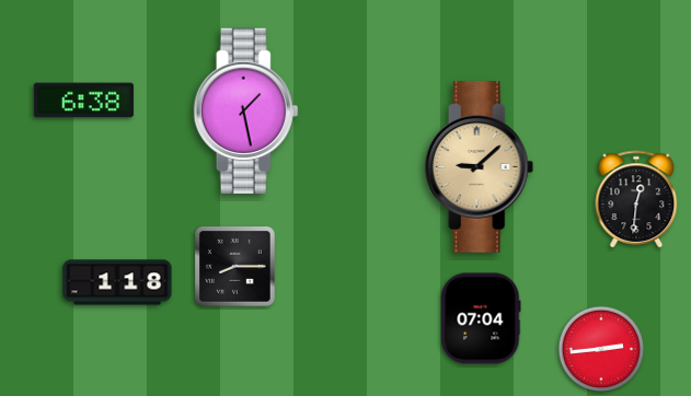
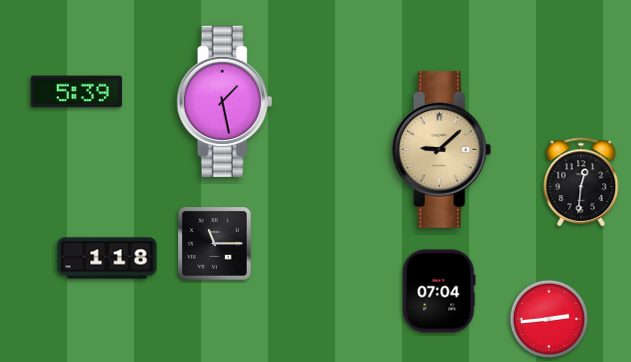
clock at (83, 101): 6:38 -> 5:39
clock at (480, 167) position: (480, 167) -> (442, 150)
clock at (235, 267): 8:15 -> 11:15
